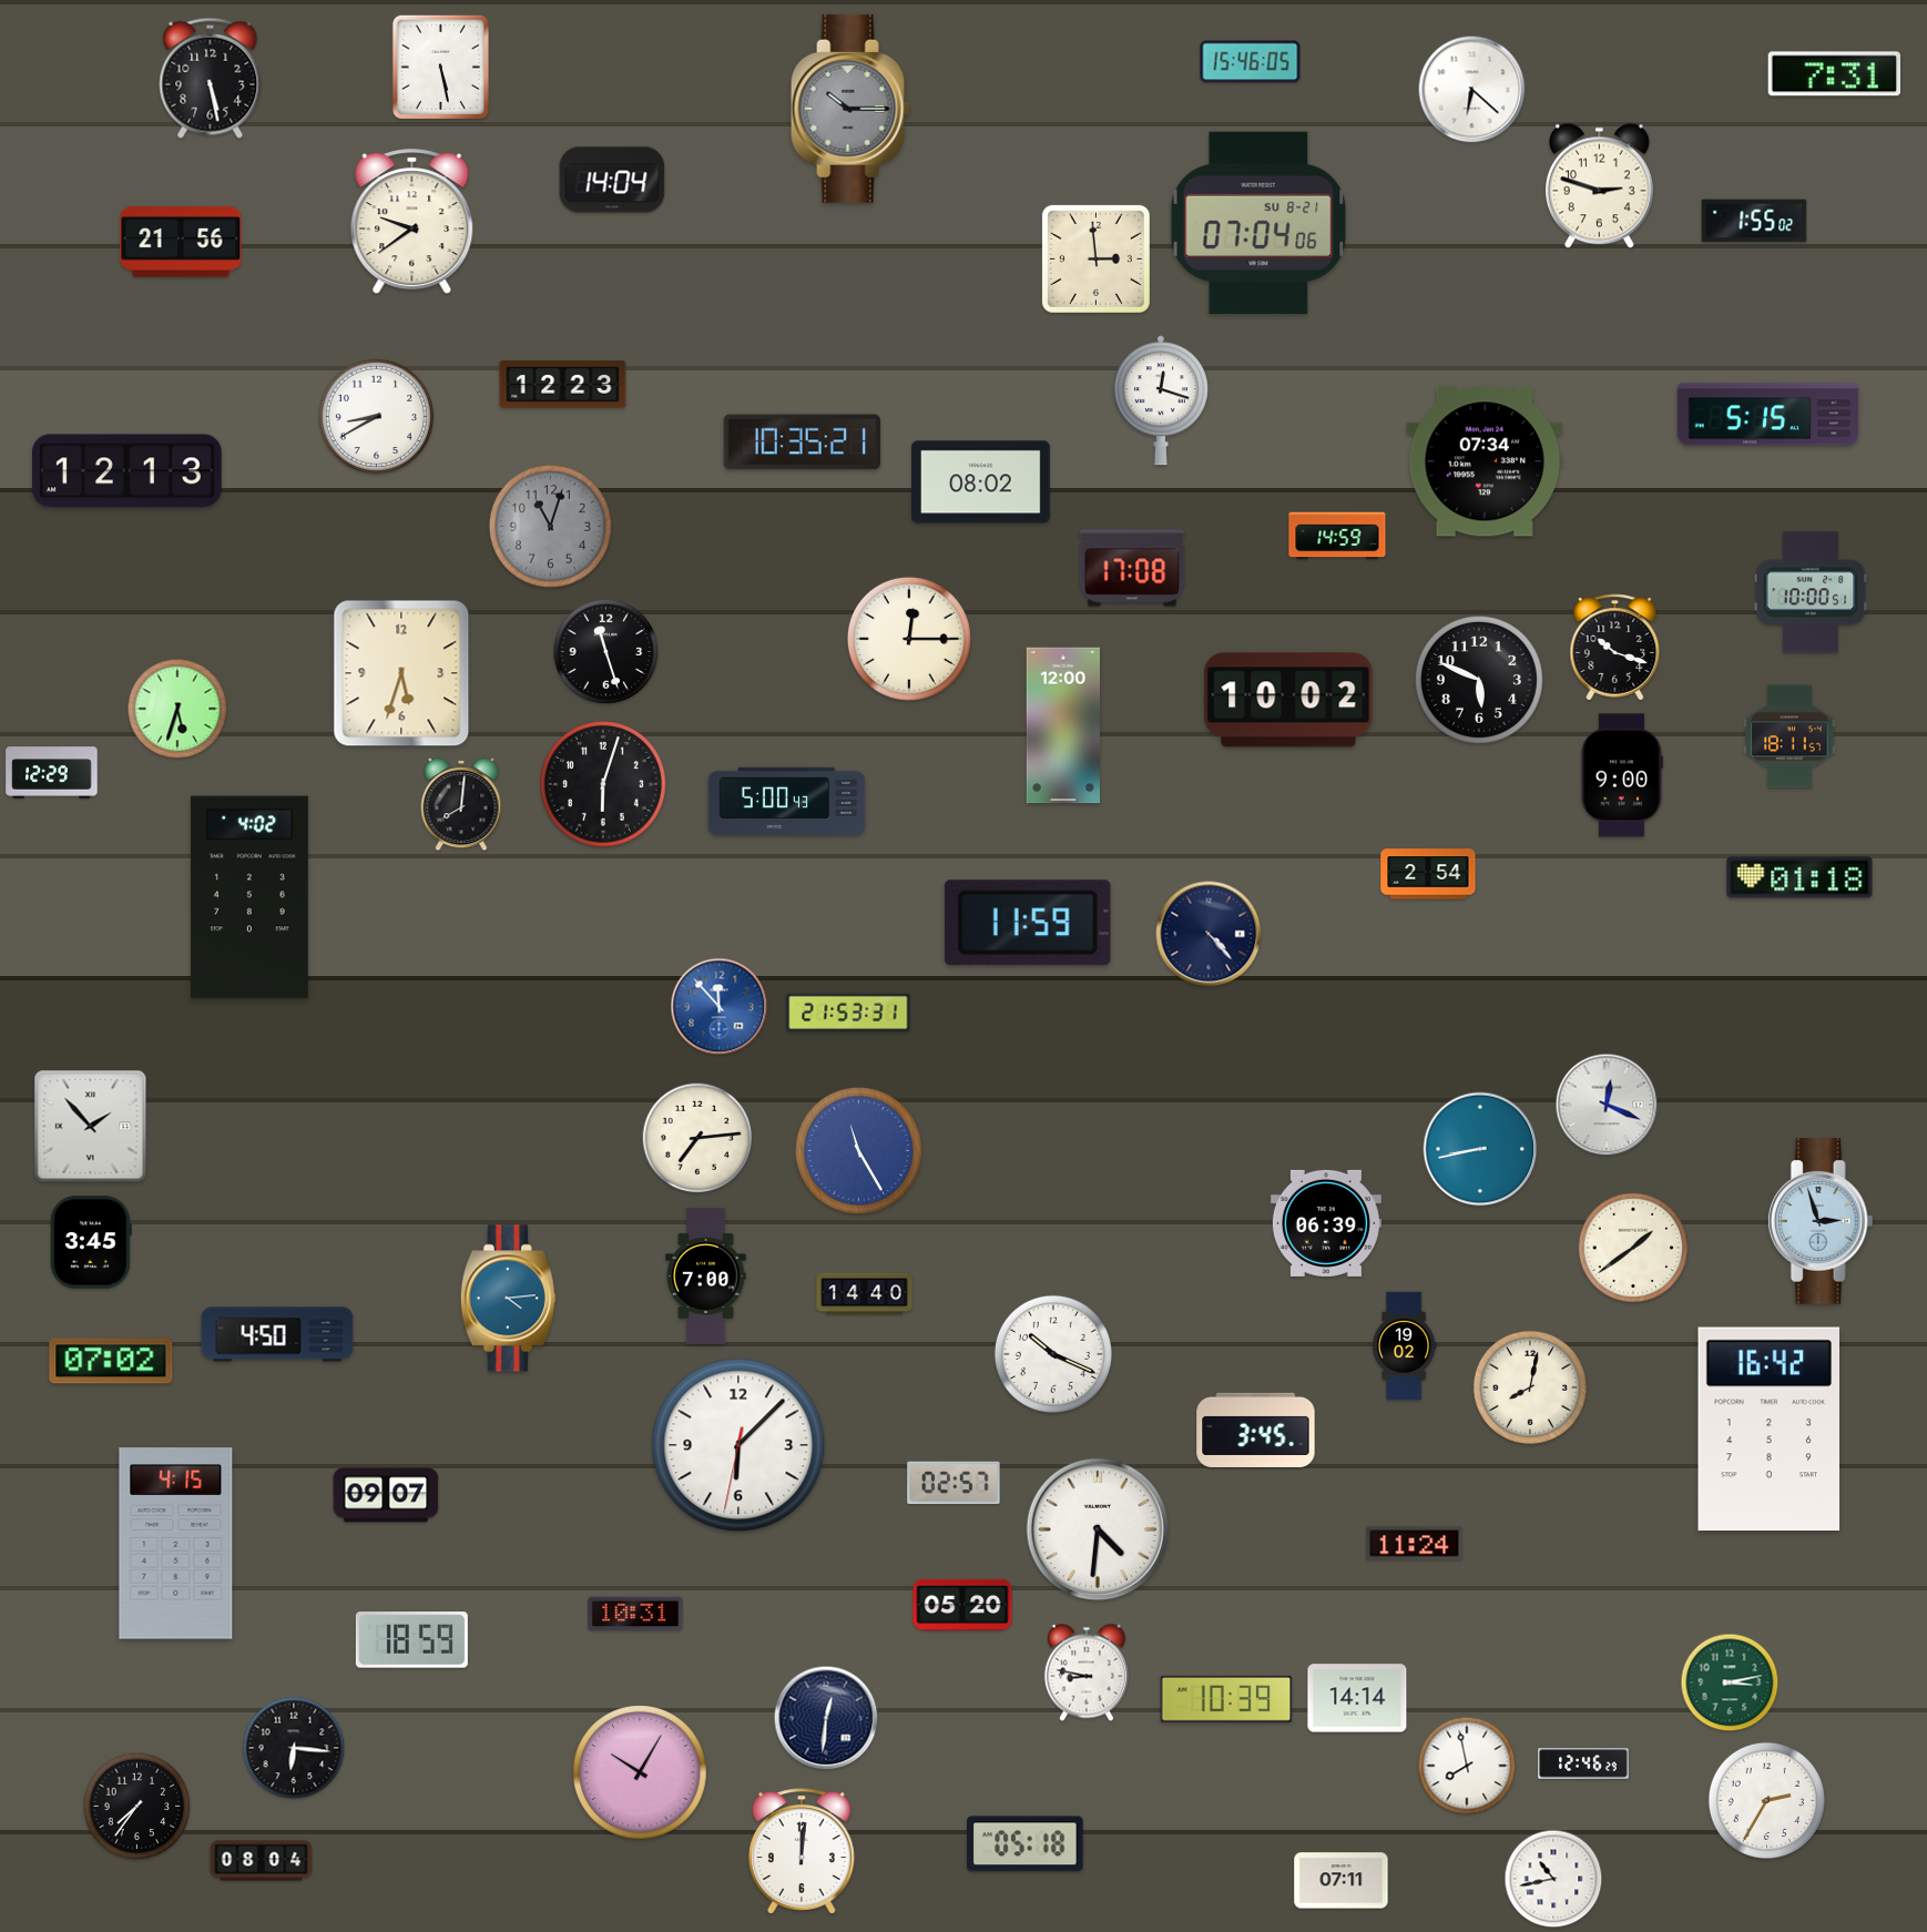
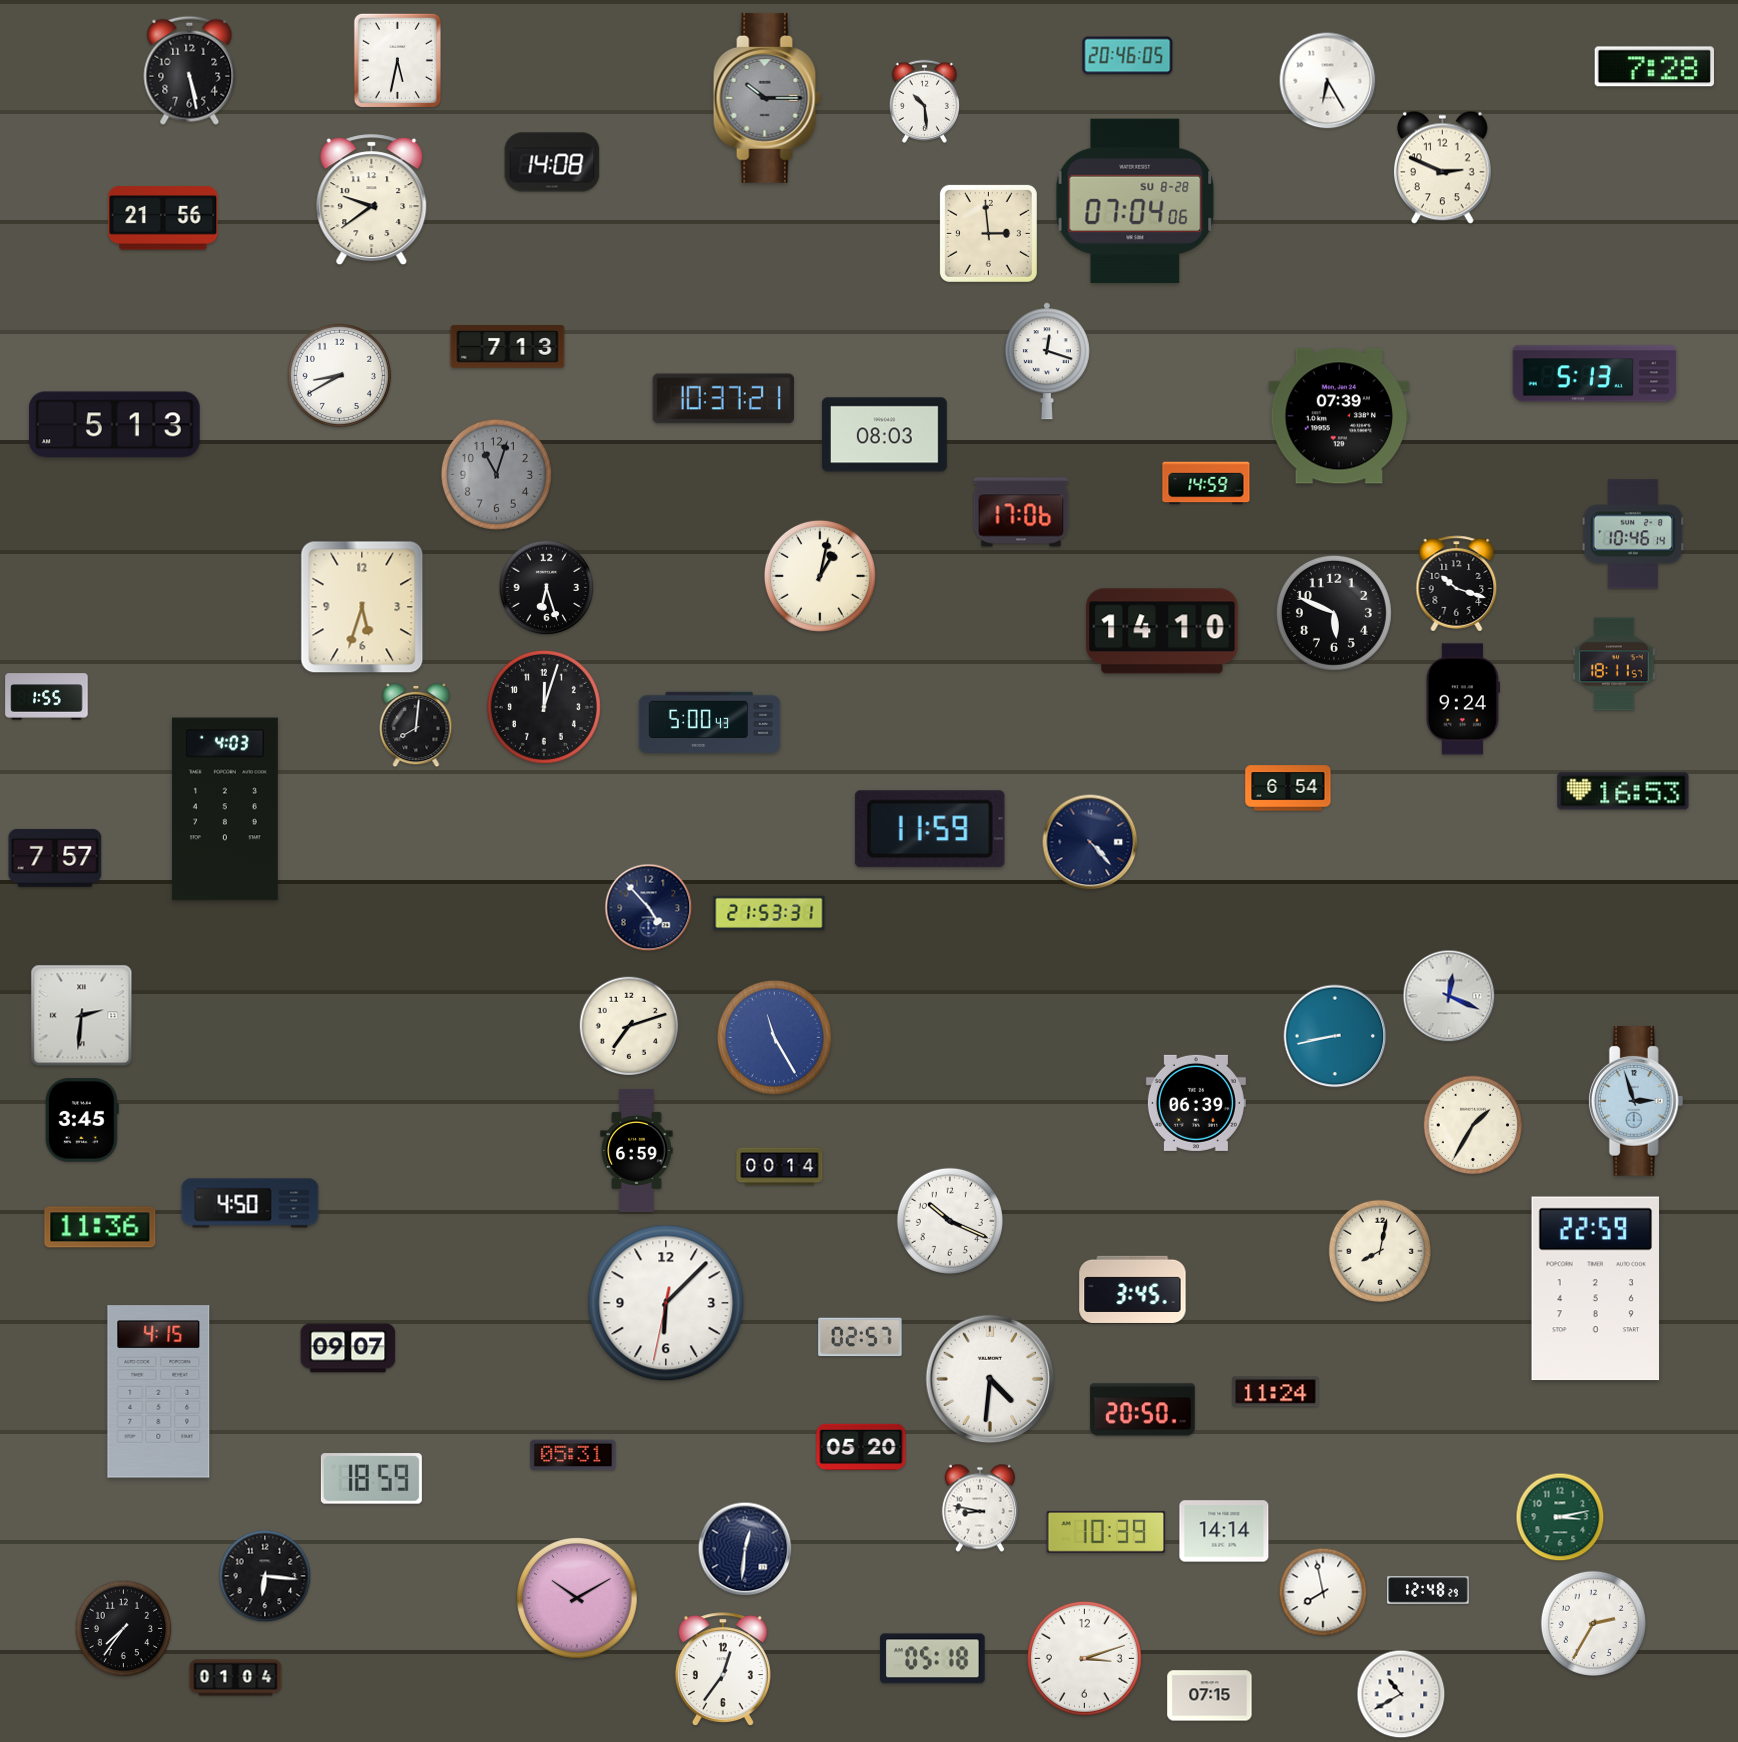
clock at (1251, 62): 15:46 -> 20:46
clock at (440, 67): 5:28 -> 5:32
clock at (1834, 74): 7:31 -> 7:28
clock at (1472, 90): 6:22 -> 6:25
clock at (924, 101): none -> 10:29
clock at (612, 180): 14:04 -> 14:08
clock at (1600, 186): 2:48 -> 2:49
clock at (1754, 221): 1:55 -> none
clock at (1258, 223) date: SU 8-21 -> SU 8-28
clock at (563, 385): 12:23 -> 7:13
clock at (1768, 415): 5:15 -> 5:13
clock at (802, 443): 10:35 -> 10:37
clock at (1485, 461): 07:34 -> 07:39
clock at (128, 471): 12:13 -> 5:13
clock at (980, 482): 08:02 -> 08:03
clock at (1132, 568): 17:08 -> 17:06
clock at (1811, 592): 10:00 -> 10:46
clock at (909, 639): 12:15 -> 1:02
clock at (606, 652): 11:27 -> 6:27
clock at (1288, 700): 10:02 -> 14:10
clock at (177, 709): 5:33 -> none
clock at (1062, 725): 12:00 -> none
clock at (52, 773): 12:29 -> 1:55
clock at (1622, 775): 9:00 -> 9:24
clock at (603, 784): 6:03 -> 12:03
clock at (1428, 874): 2:54 -> 6:54
clock at (1799, 877): 01:18 -> 16:53
clock at (249, 897): 4:02 -> 4:03
clock at (1028, 923) position: (1028, 923) -> (930, 829)
clock at (55, 858): none -> 7:57
clock at (720, 1007): 11:53 -> 4:53
clock at (720, 1007) dial: blue -> navy
clock at (848, 1013) position: (848, 1013) -> (769, 913)
clock at (91, 1127): 1:53 -> 2:31
clock at (697, 1138): 7:14 -> 7:12
clock at (1821, 1221) position: (1821, 1221) -> (1636, 1101)
clock at (1633, 1248): 1:39 -> 1:35
clock at (706, 1275): 7:00 -> 6:59
clock at (865, 1294): 14:40 -> 00:14
clock at (508, 1299): 4:14 -> none
clock at (1404, 1346): 19:02 -> none
clock at (111, 1361): 07:02 -> 11:36
clock at (1770, 1430): 16:42 -> 22:59
clock at (1143, 1410): none -> 20:50
clock at (962, 1605) position: (962, 1605) -> (861, 1447)
clock at (635, 1614): 10:31 -> 05:31
clock at (1583, 1763): 12:46 -> 12:48
clock at (640, 1772): 10:05 -> 10:10
clock at (1084, 1658): none -> 3:12
clock at (1026, 1844) position: (1026, 1844) -> (933, 1659)
clock at (802, 1851): 12:01 -> 12:36
clock at (262, 1861): 08:04 -> 01:04
clock at (1553, 1879): 10:43 -> 10:40
clock at (1342, 1881): 07:11 -> 07:15
